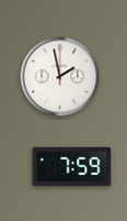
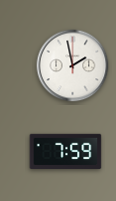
clock at (60, 77) position: (60, 77) -> (73, 66)
